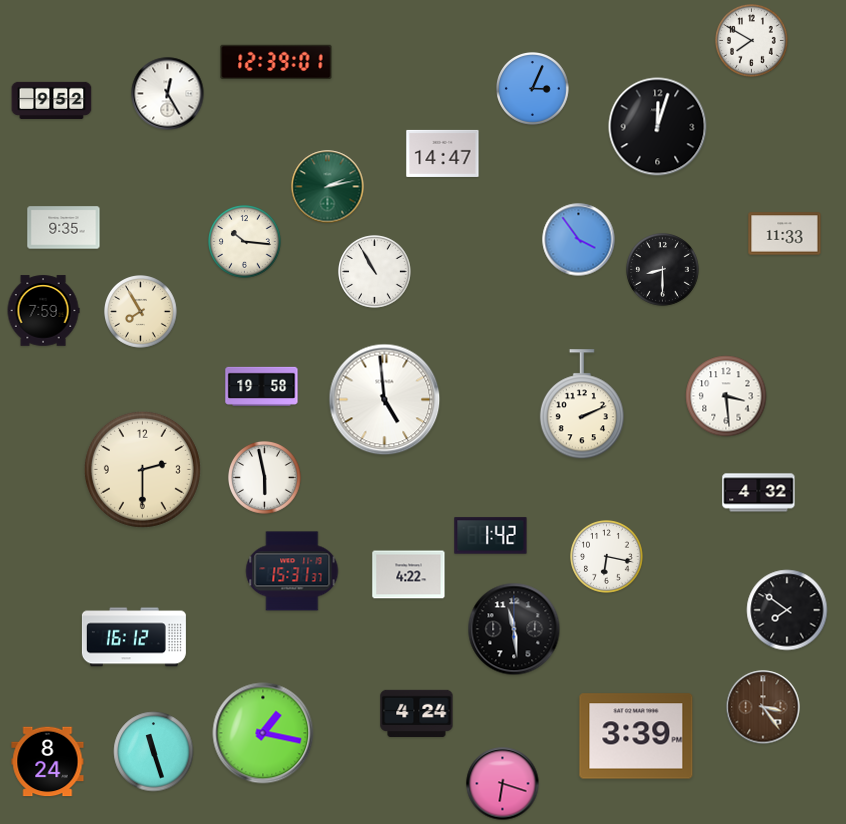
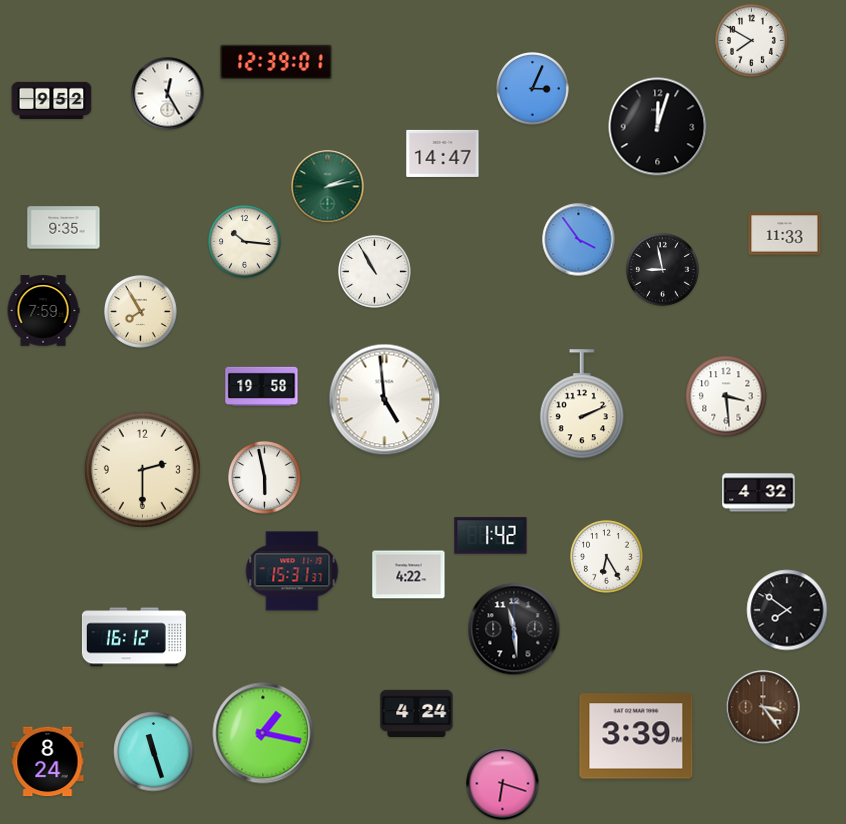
clock at (663, 270): 8:30 -> 8:58
clock at (607, 557): 6:17 -> 6:25
